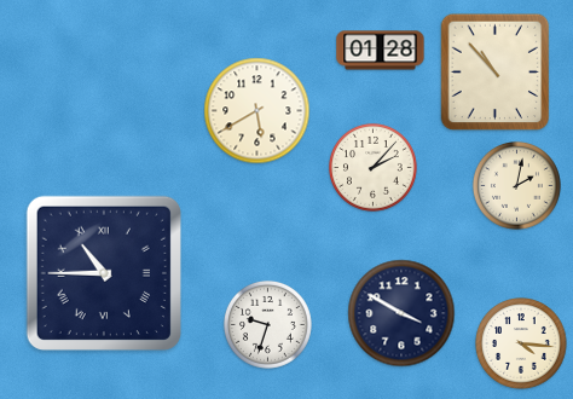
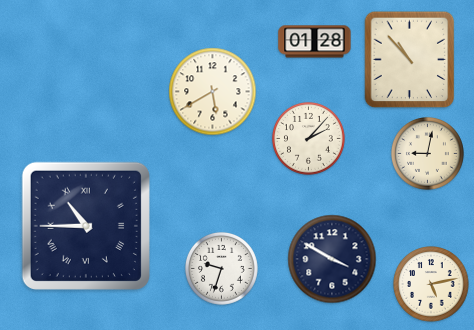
clock at (516, 185): 2:02 -> 9:02
clock at (521, 343): 4:16 -> 5:13
